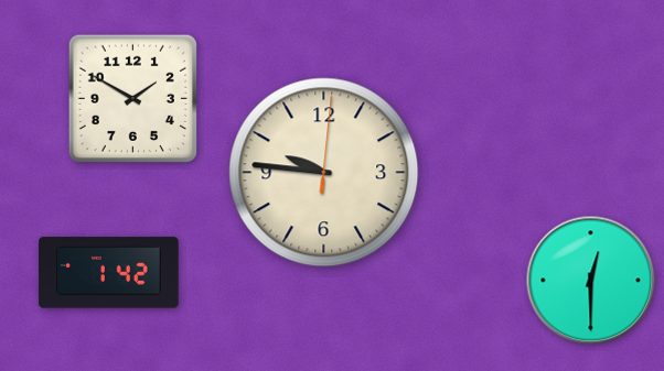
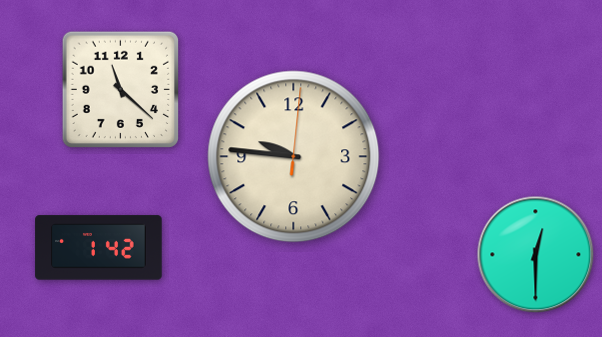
clock at (132, 98): 1:50 -> 11:22
